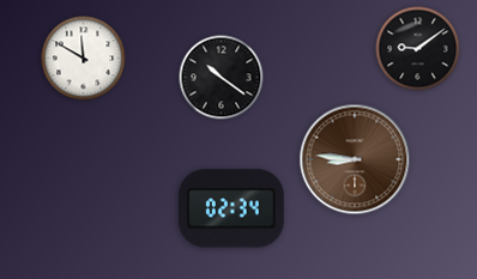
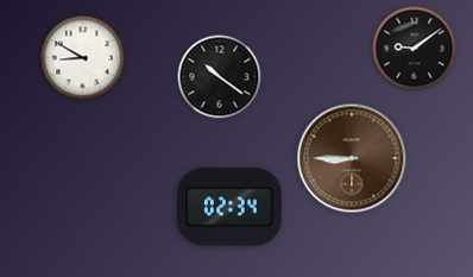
clock at (84, 59): 11:50 -> 8:50
clock at (355, 159): 8:46 -> 8:45
